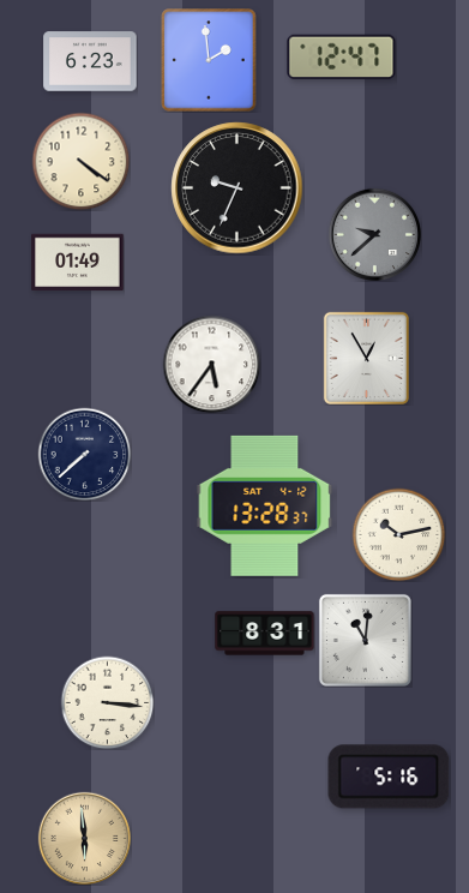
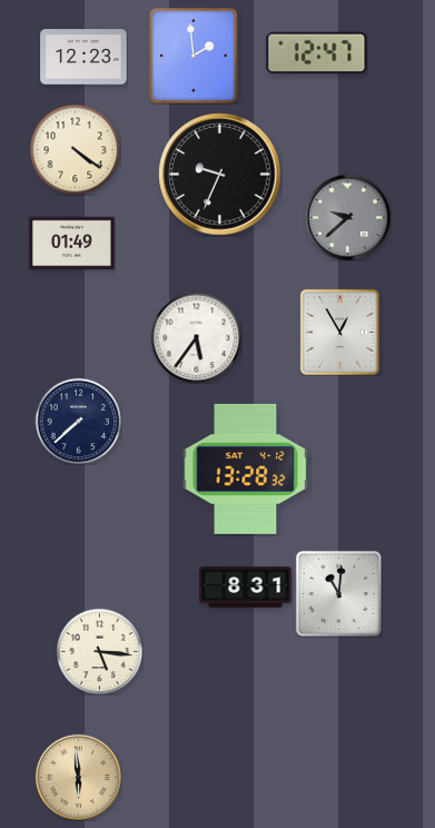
clock at (90, 61): 6:23 -> 12:23
clock at (265, 505): 13:28:37 -> 13:28:32
clock at (398, 534): 10:13 -> none
clock at (107, 702): 3:16 -> 5:16
clock at (389, 777): 5:16 -> none
